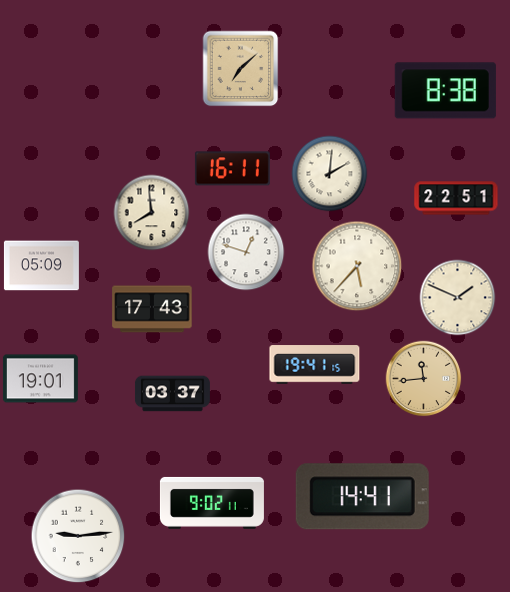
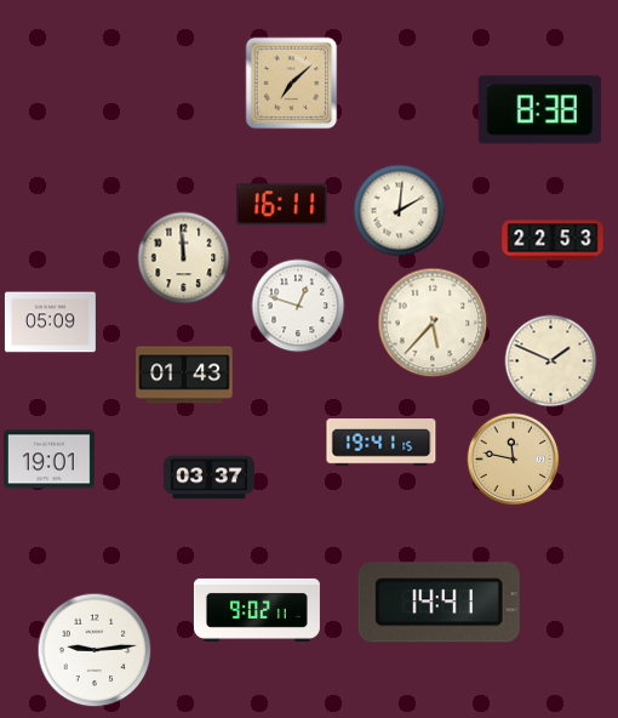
clock at (456, 198): 22:51 -> 22:53
clock at (152, 213): 7:59 -> 11:59
clock at (458, 298) position: (458, 298) -> (551, 361)
clock at (152, 309): 17:43 -> 01:43
clock at (424, 379): 11:44 -> 11:47
